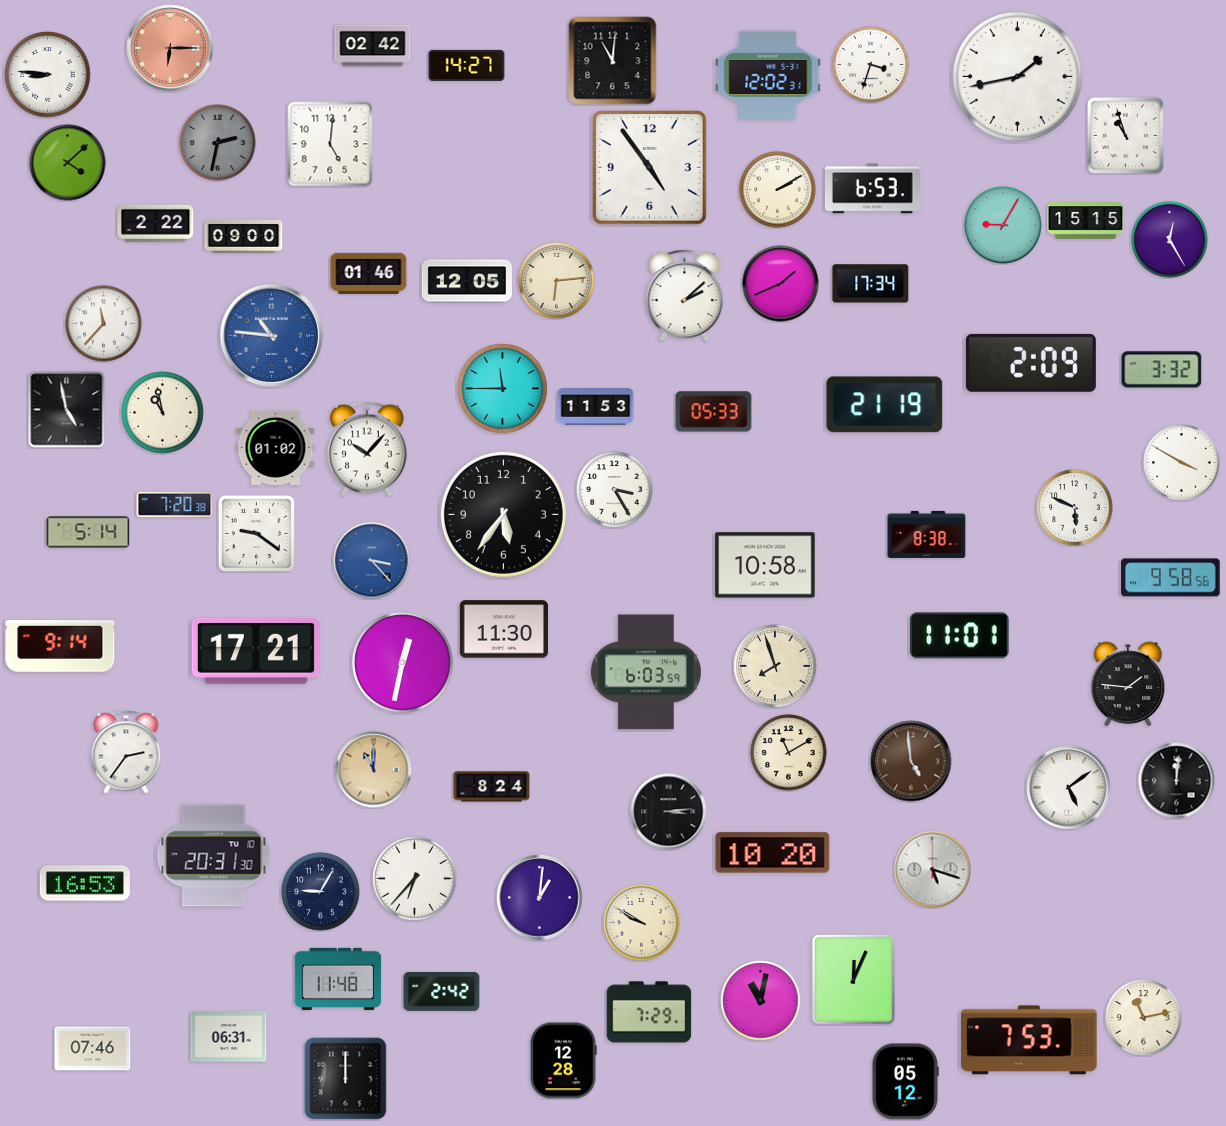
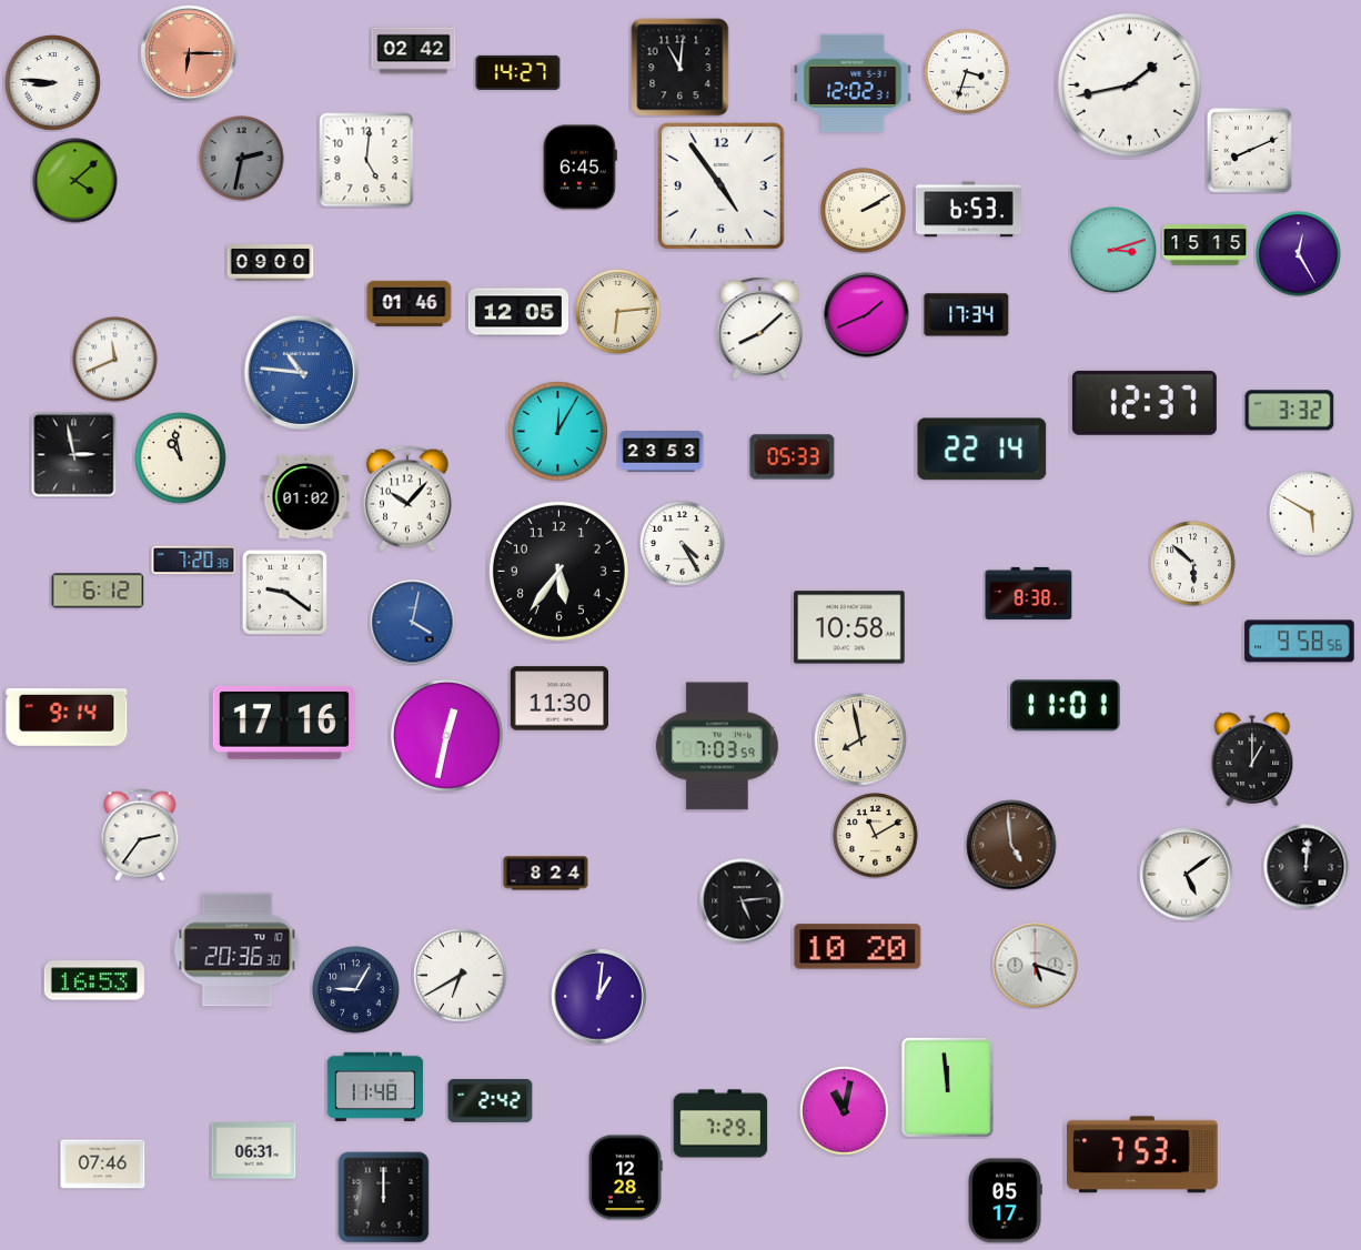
clock at (1125, 135): 10:57 -> 8:11
clock at (579, 168): none -> 6:45
clock at (156, 223): 2:22 -> none
clock at (1003, 225): 9:05 -> 3:12
clock at (1170, 240) position: (1170, 240) -> (1299, 254)
clock at (685, 296): 2:08 -> 8:08
clock at (104, 324): 11:37 -> 11:41
clock at (1031, 363): 2:09 -> 12:37
clock at (503, 389): 11:45 -> 12:05
clock at (885, 405): 21:19 -> 22:14
clock at (596, 407): 11:53 -> 23:53
clock at (67, 410): 4:58 -> 2:58
clock at (1182, 463): 3:50 -> 5:50
clock at (615, 490): 3:25 -> 4:25
clock at (1075, 508): 5:49 -> 5:52
clock at (88, 532): 5:14 -> 6:12
clock at (372, 561): 3:23 -> 4:02
clock at (256, 651): 17:21 -> 17:16
clock at (775, 666): 7:57 -> 7:58
clock at (646, 672): 6:03 -> 7:03
clock at (1128, 684): 1:46 -> 1:00
clock at (374, 770): 11:00 -> none
clock at (669, 812): 3:14 -> 5:14
clock at (214, 856): 20:31 -> 20:36
clock at (415, 879): 6:37 -> 6:40
clock at (642, 923): 9:50 -> none
clock at (853, 979): 12:04 -> 11:59
clock at (1144, 1018): 11:13 -> none
clock at (905, 1082): 05:12 -> 05:17
